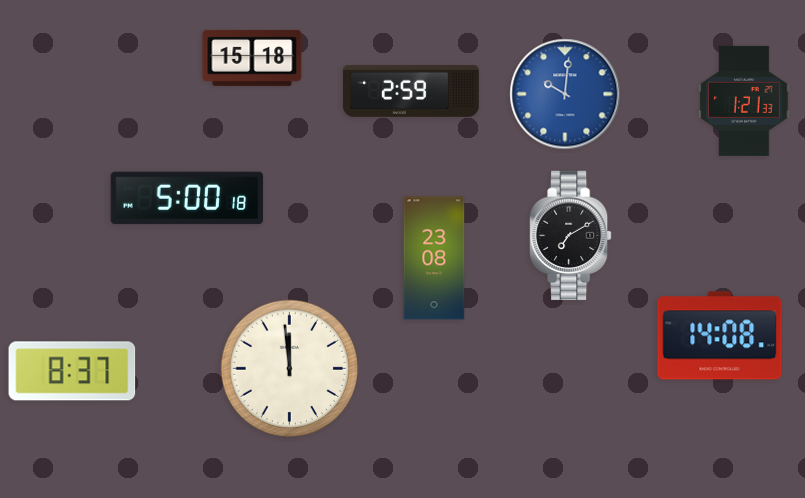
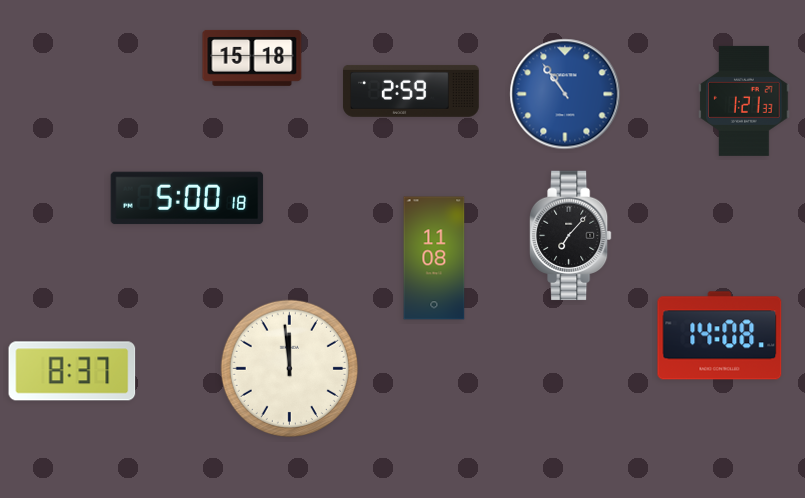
clock at (565, 94): 10:01 -> 10:54
clock at (571, 236): 7:10 -> 7:07
clock at (434, 258): 23:08 -> 11:08
